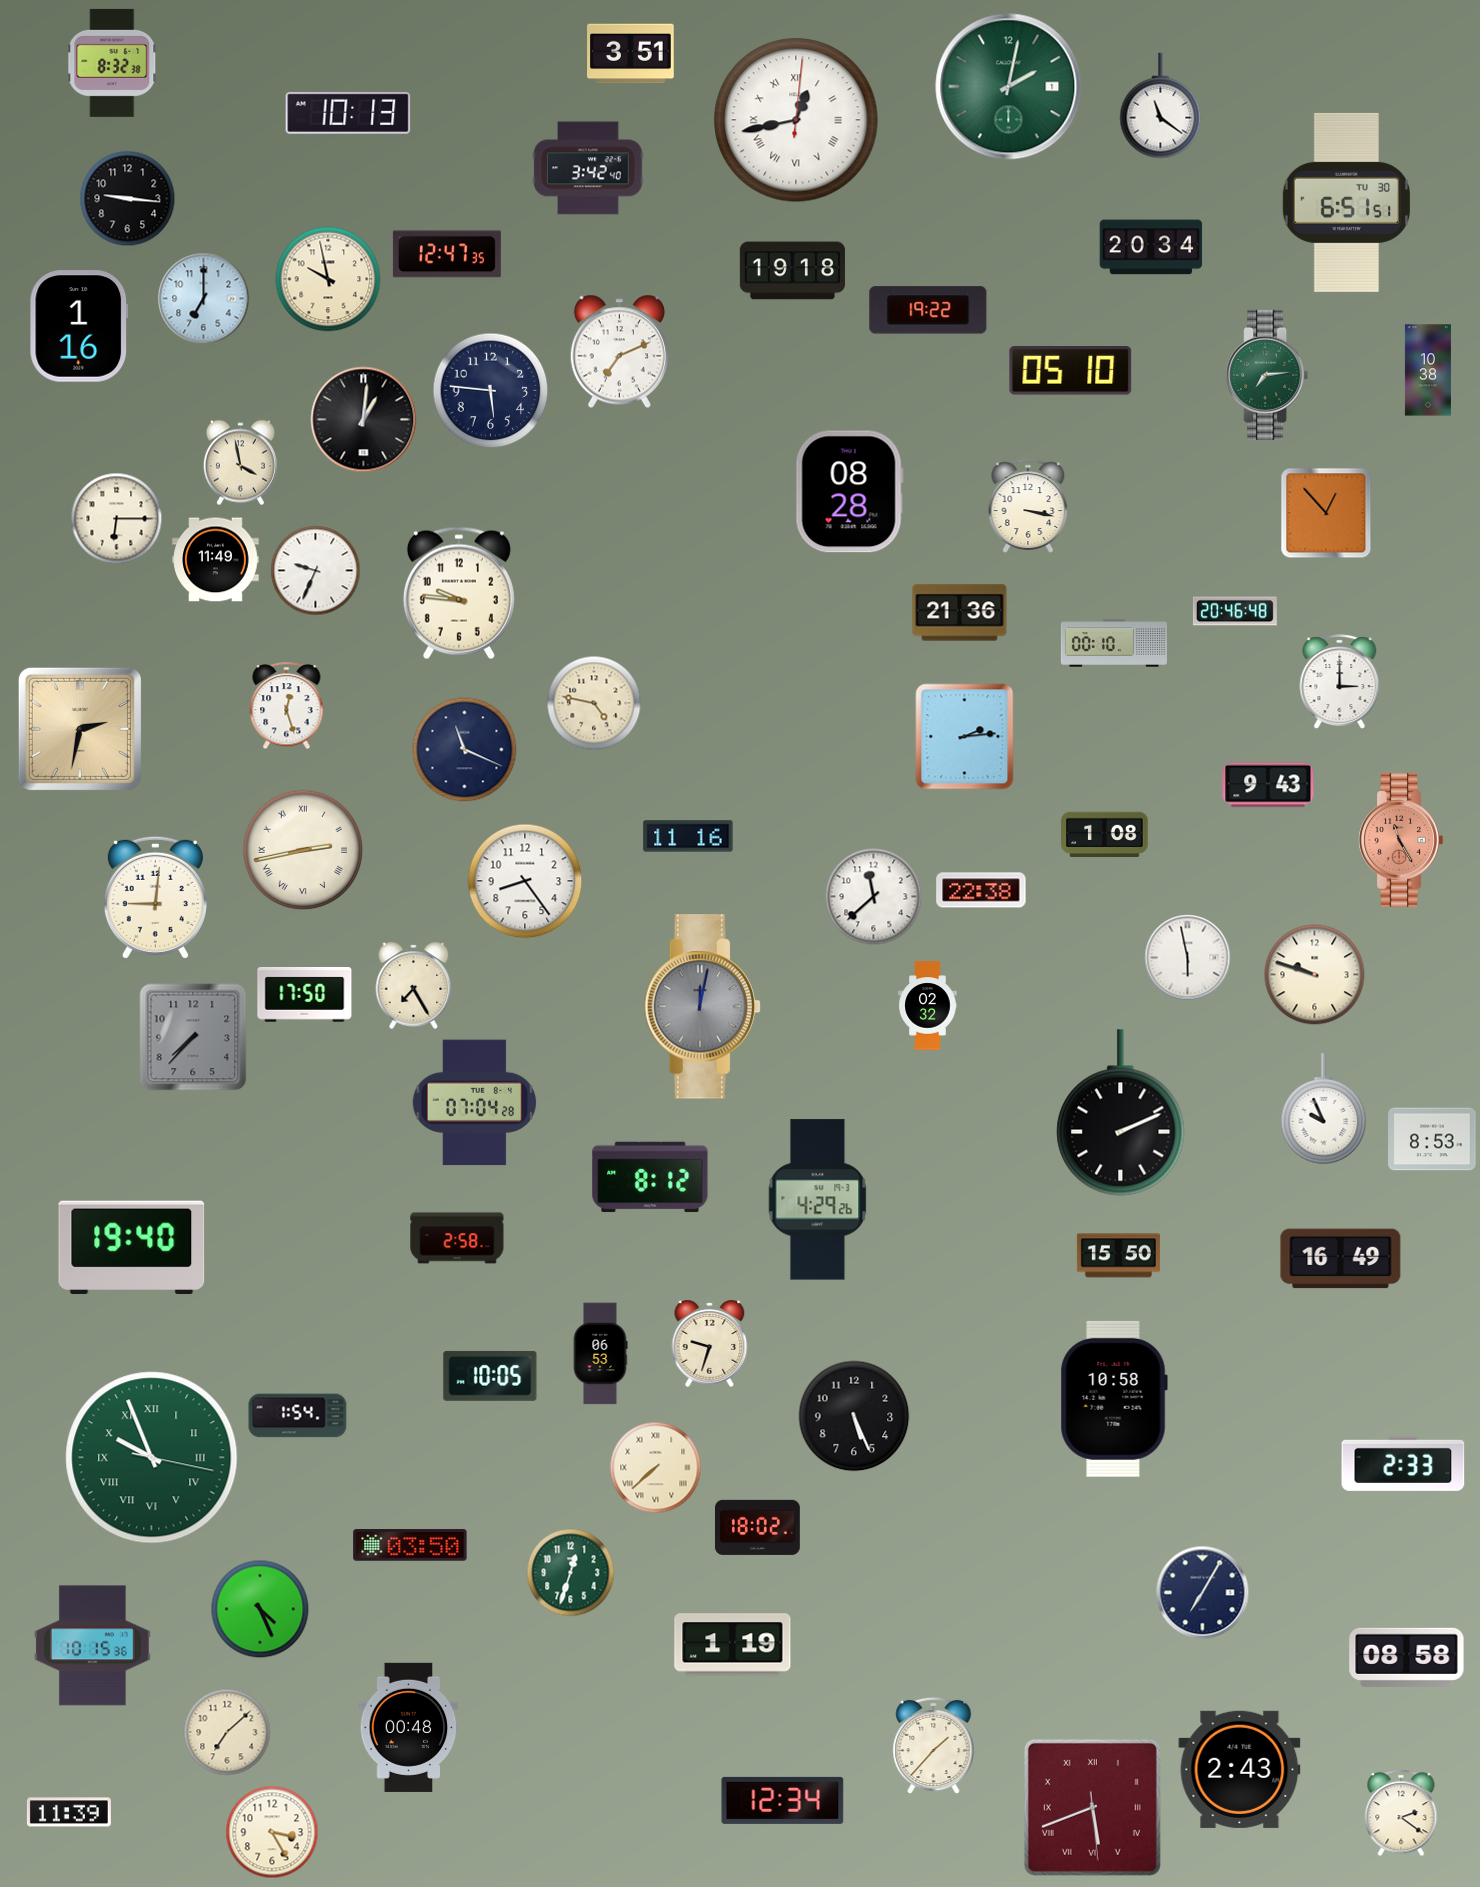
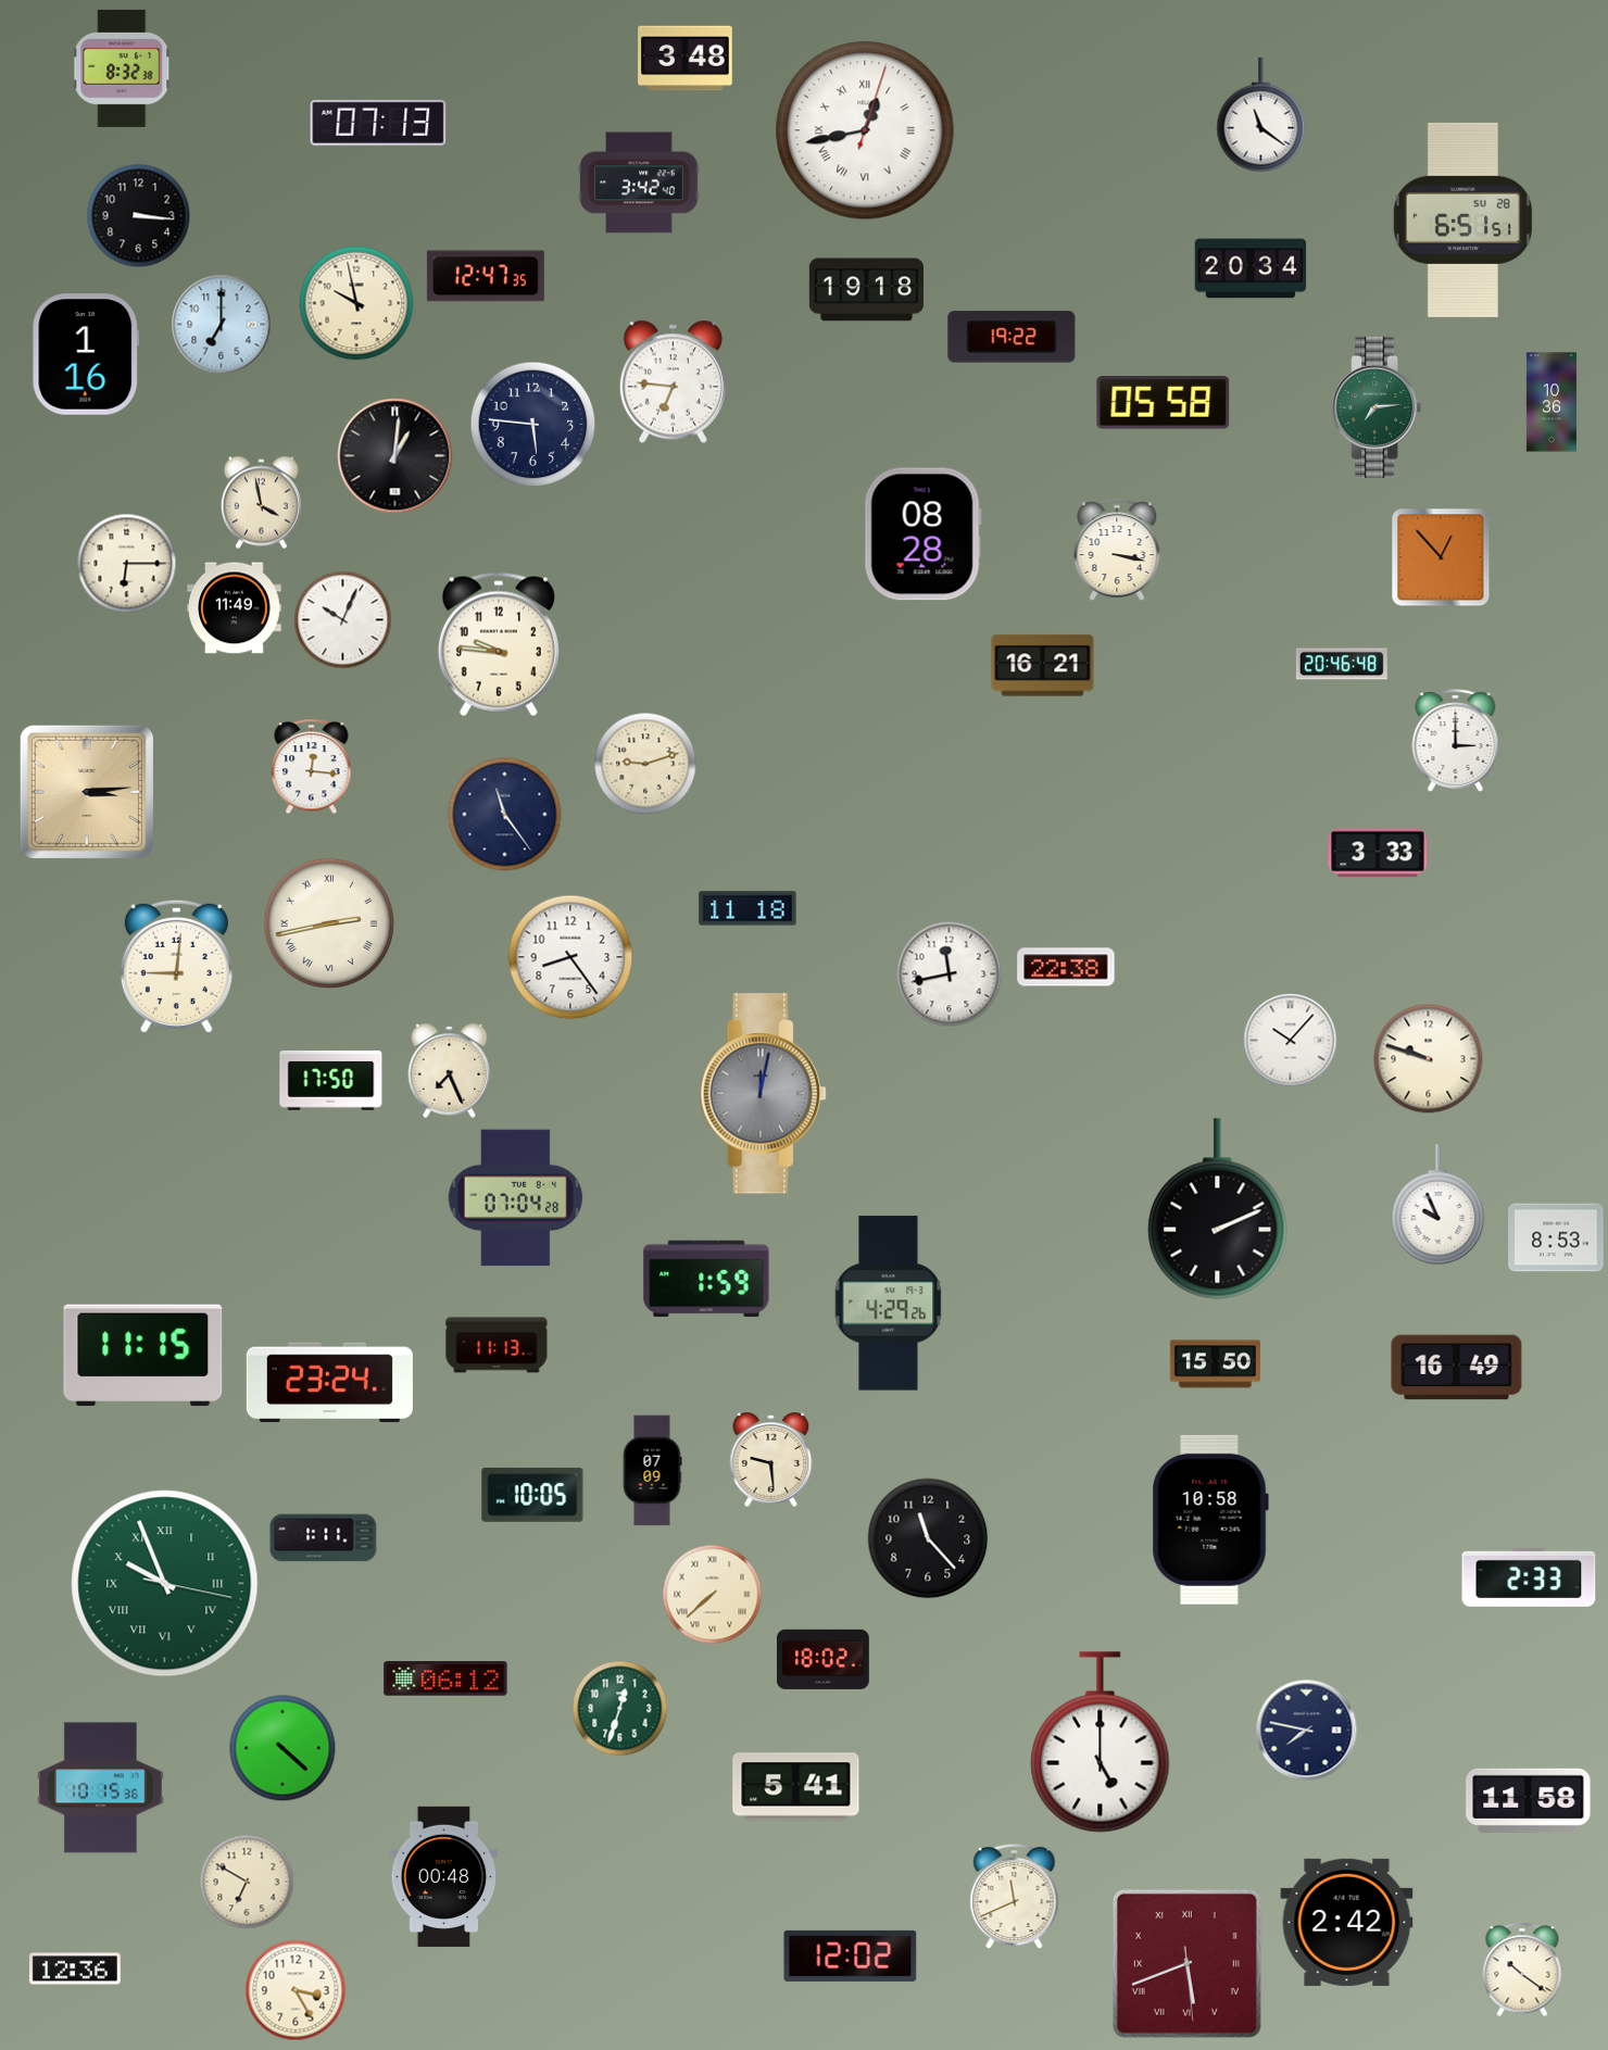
clock at (631, 54): 3:51 -> 3:48
clock at (1009, 87): 2:02 -> none
clock at (348, 113): 10:13 -> 07:13
clock at (796, 120): 12:43:01 -> 12:43:03
clock at (128, 199): 9:16 -> 3:16
clock at (1346, 202) date: TU 30 -> SU 28
clock at (792, 271) position: (792, 271) -> (866, 290)
clock at (928, 310) position: (928, 310) -> (1012, 337)
clock at (619, 352): 7:11 -> 6:46
clock at (1428, 370): 10:38 -> 10:36
clock at (1071, 371): 05:10 -> 05:58
clock at (316, 571): 9:34 -> 10:04
clock at (960, 613): 21:36 -> 16:21
clock at (1114, 643): 00:10 -> none
clock at (594, 703): 4:47 -> 9:12
clock at (287, 706): 12:27 -> 12:16
clock at (80, 729): 2:32 -> 3:14
clock at (965, 737): 2:14 -> none
clock at (465, 750): 11:19 -> 11:24
clock at (1268, 785): 9:43 -> 3:33
clock at (1105, 835): 1:08 -> none
clock at (688, 836): 11:16 -> 11:18
clock at (1401, 841): 11:25 -> none
clock at (155, 897) position: (155, 897) -> (176, 966)
clock at (874, 897): 11:38 -> 11:43
clock at (1188, 958): 5:58 -> 10:07
clock at (414, 985): 7:25 -> 7:26
clock at (928, 1006): 02:32 -> none
clock at (193, 1037): 7:37 -> none
clock at (650, 1177): 8:12 -> 1:59
clock at (457, 1238): 2:58 -> 11:13
clock at (132, 1247): 19:40 -> 11:15
clock at (329, 1383): none -> 23:24
clock at (710, 1343): 9:33 -> 9:29
clock at (600, 1354): 06:53 -> 07:09
clock at (298, 1416): 1:54 -> 1:11
clock at (854, 1416): 5:26 -> 11:23
clock at (1403, 1464) position: (1403, 1464) -> (1529, 1577)
clock at (410, 1545): 03:50 -> 06:12
clock at (1203, 1593): 7:05 -> 7:47
clock at (1101, 1743): none -> 5:00
clock at (260, 1609): 4:26 -> 4:22
clock at (733, 1645): 1:19 -> 5:41
clock at (1407, 1657): 08:58 -> 11:58
clock at (227, 1732): 7:08 -> 6:50
clock at (934, 1746): 1:37 -> 11:41
clock at (1240, 1769): 2:43 -> 2:42
clock at (783, 1800): 12:34 -> 12:02
clock at (69, 1812): 11:39 -> 12:36
clock at (1401, 1813): 2:21 -> 10:21
